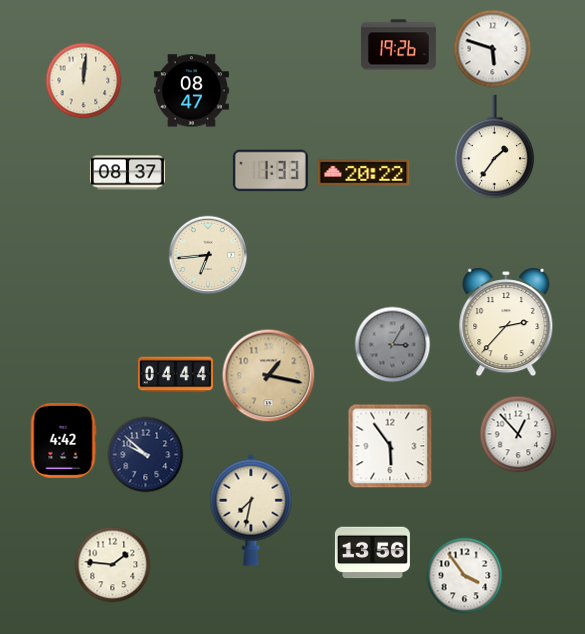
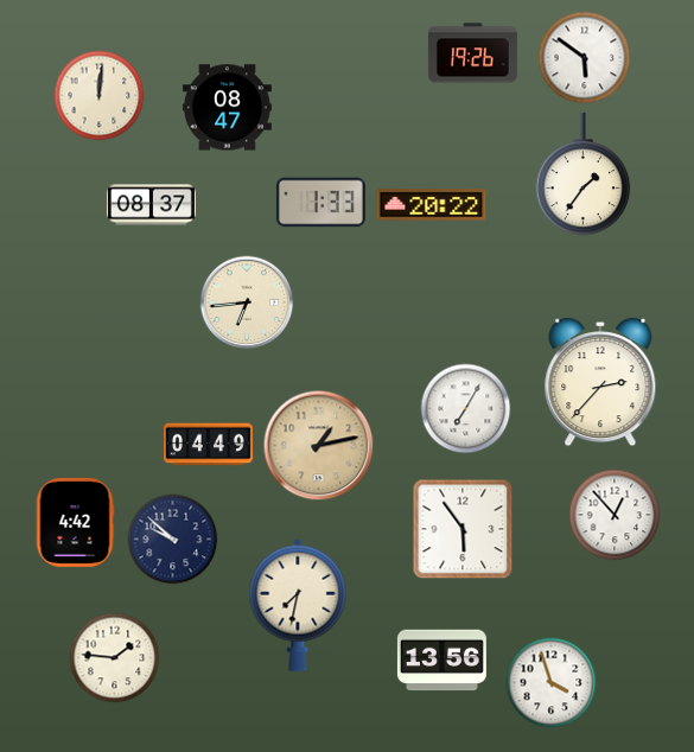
clock at (493, 49): 5:48 -> 5:51
clock at (495, 147) position: (495, 147) -> (584, 174)
clock at (393, 345): 3:05 -> 7:05
clock at (393, 345) dial: grey -> white
clock at (175, 375): 04:44 -> 04:49
clock at (269, 376): 1:17 -> 1:13
clock at (372, 553) position: (372, 553) -> (441, 661)
clock at (113, 565) position: (113, 565) -> (115, 658)
clock at (465, 576): 3:54 -> 3:57
